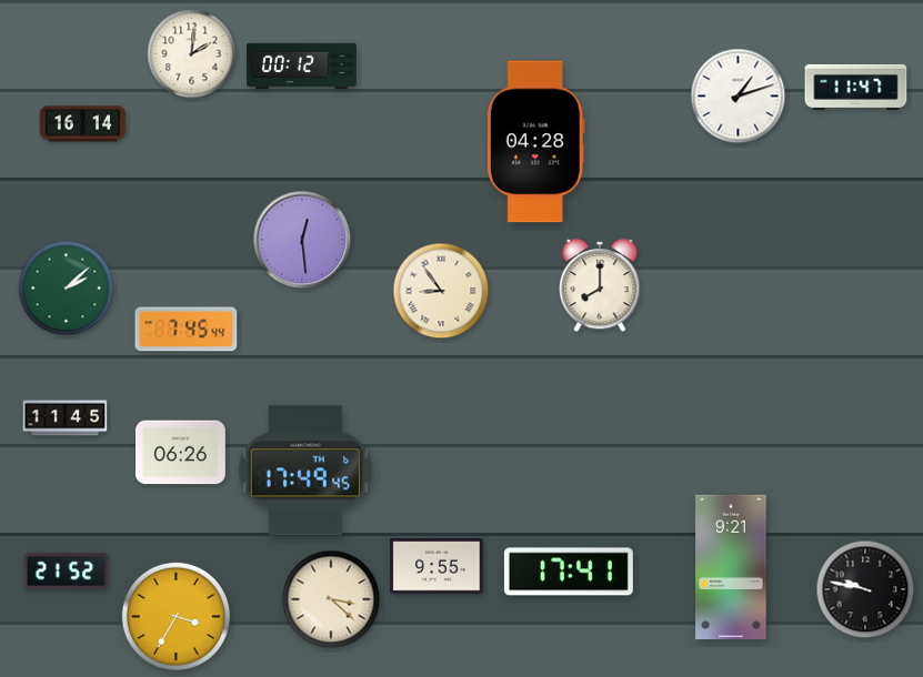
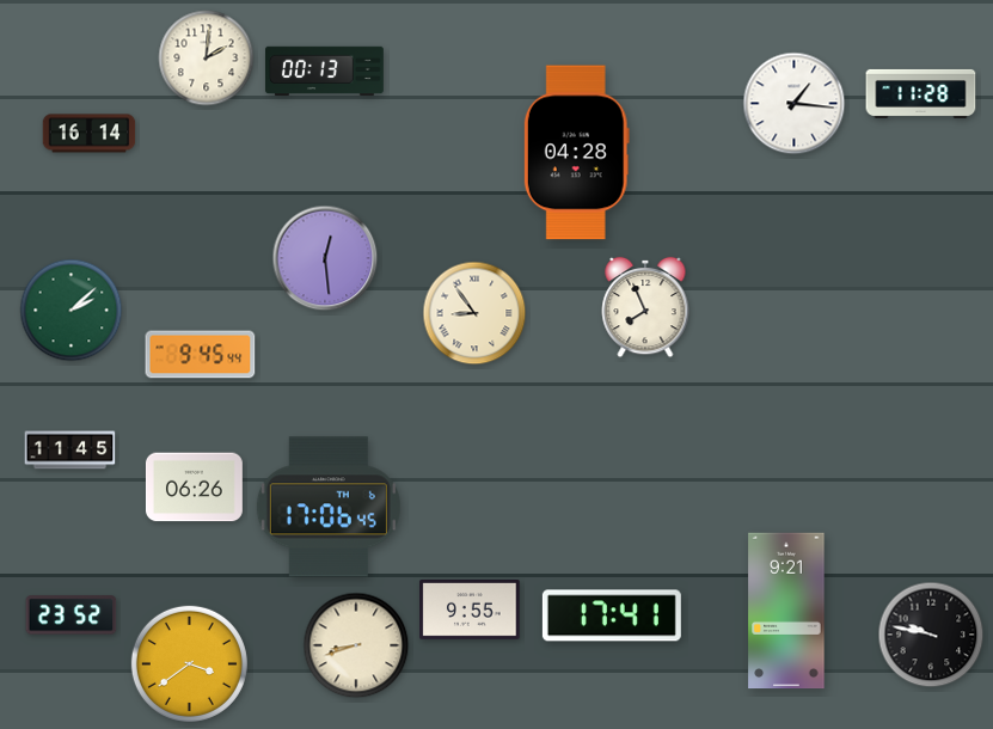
clock at (302, 67): 00:12 -> 00:13
clock at (856, 87): 11:47 -> 11:28
clock at (739, 97): 1:12 -> 1:16
clock at (600, 285): 8:00 -> 7:56
clock at (187, 330): 7:45 -> 9:45
clock at (305, 471): 17:49 -> 17:06
clock at (67, 572): 21:52 -> 23:52
clock at (331, 599): 3:22 -> 8:42
clock at (175, 616): 3:35 -> 3:39
